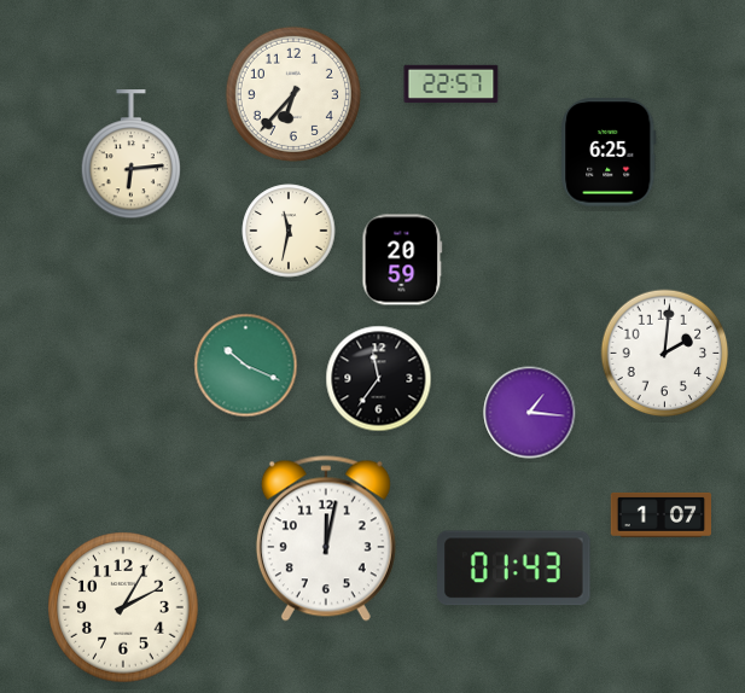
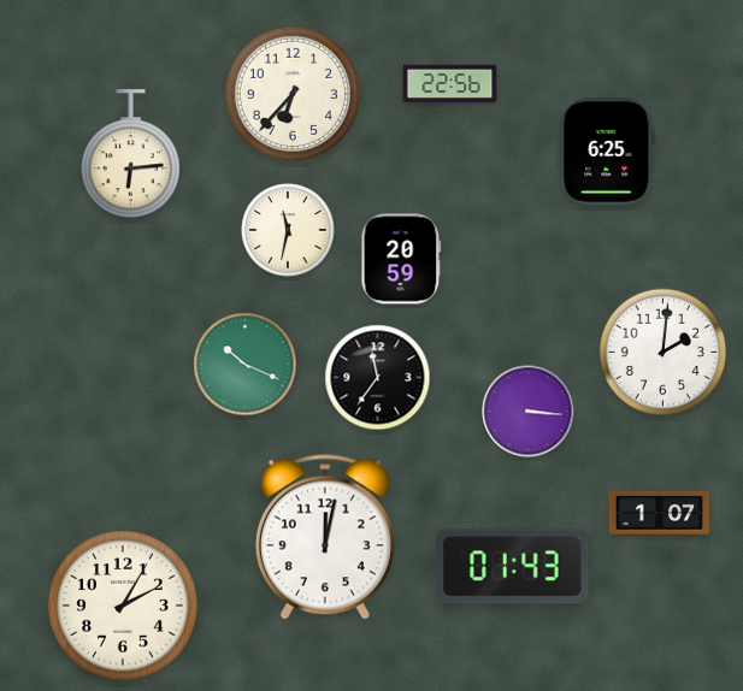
clock at (452, 85): 22:57 -> 22:56
clock at (530, 413): 1:16 -> 3:16
